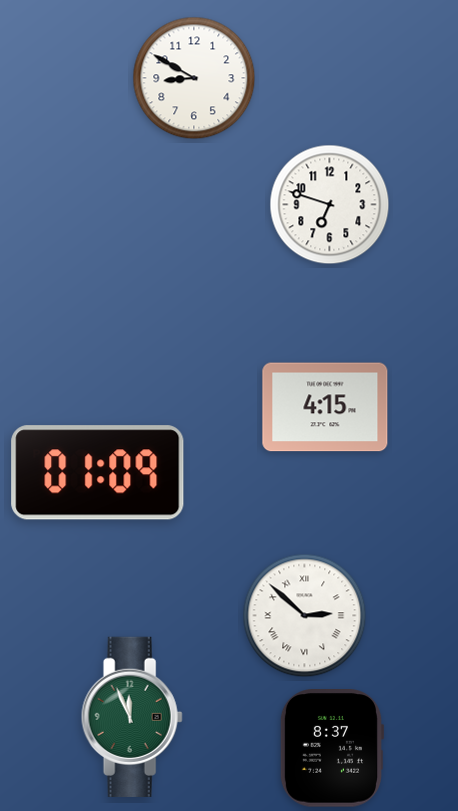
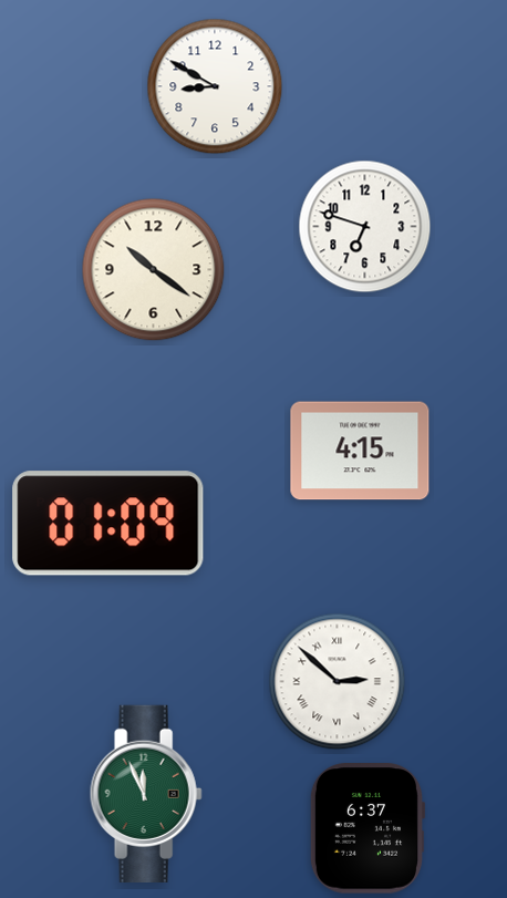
clock at (154, 270): none -> 10:21
clock at (332, 749): 8:37 -> 6:37
